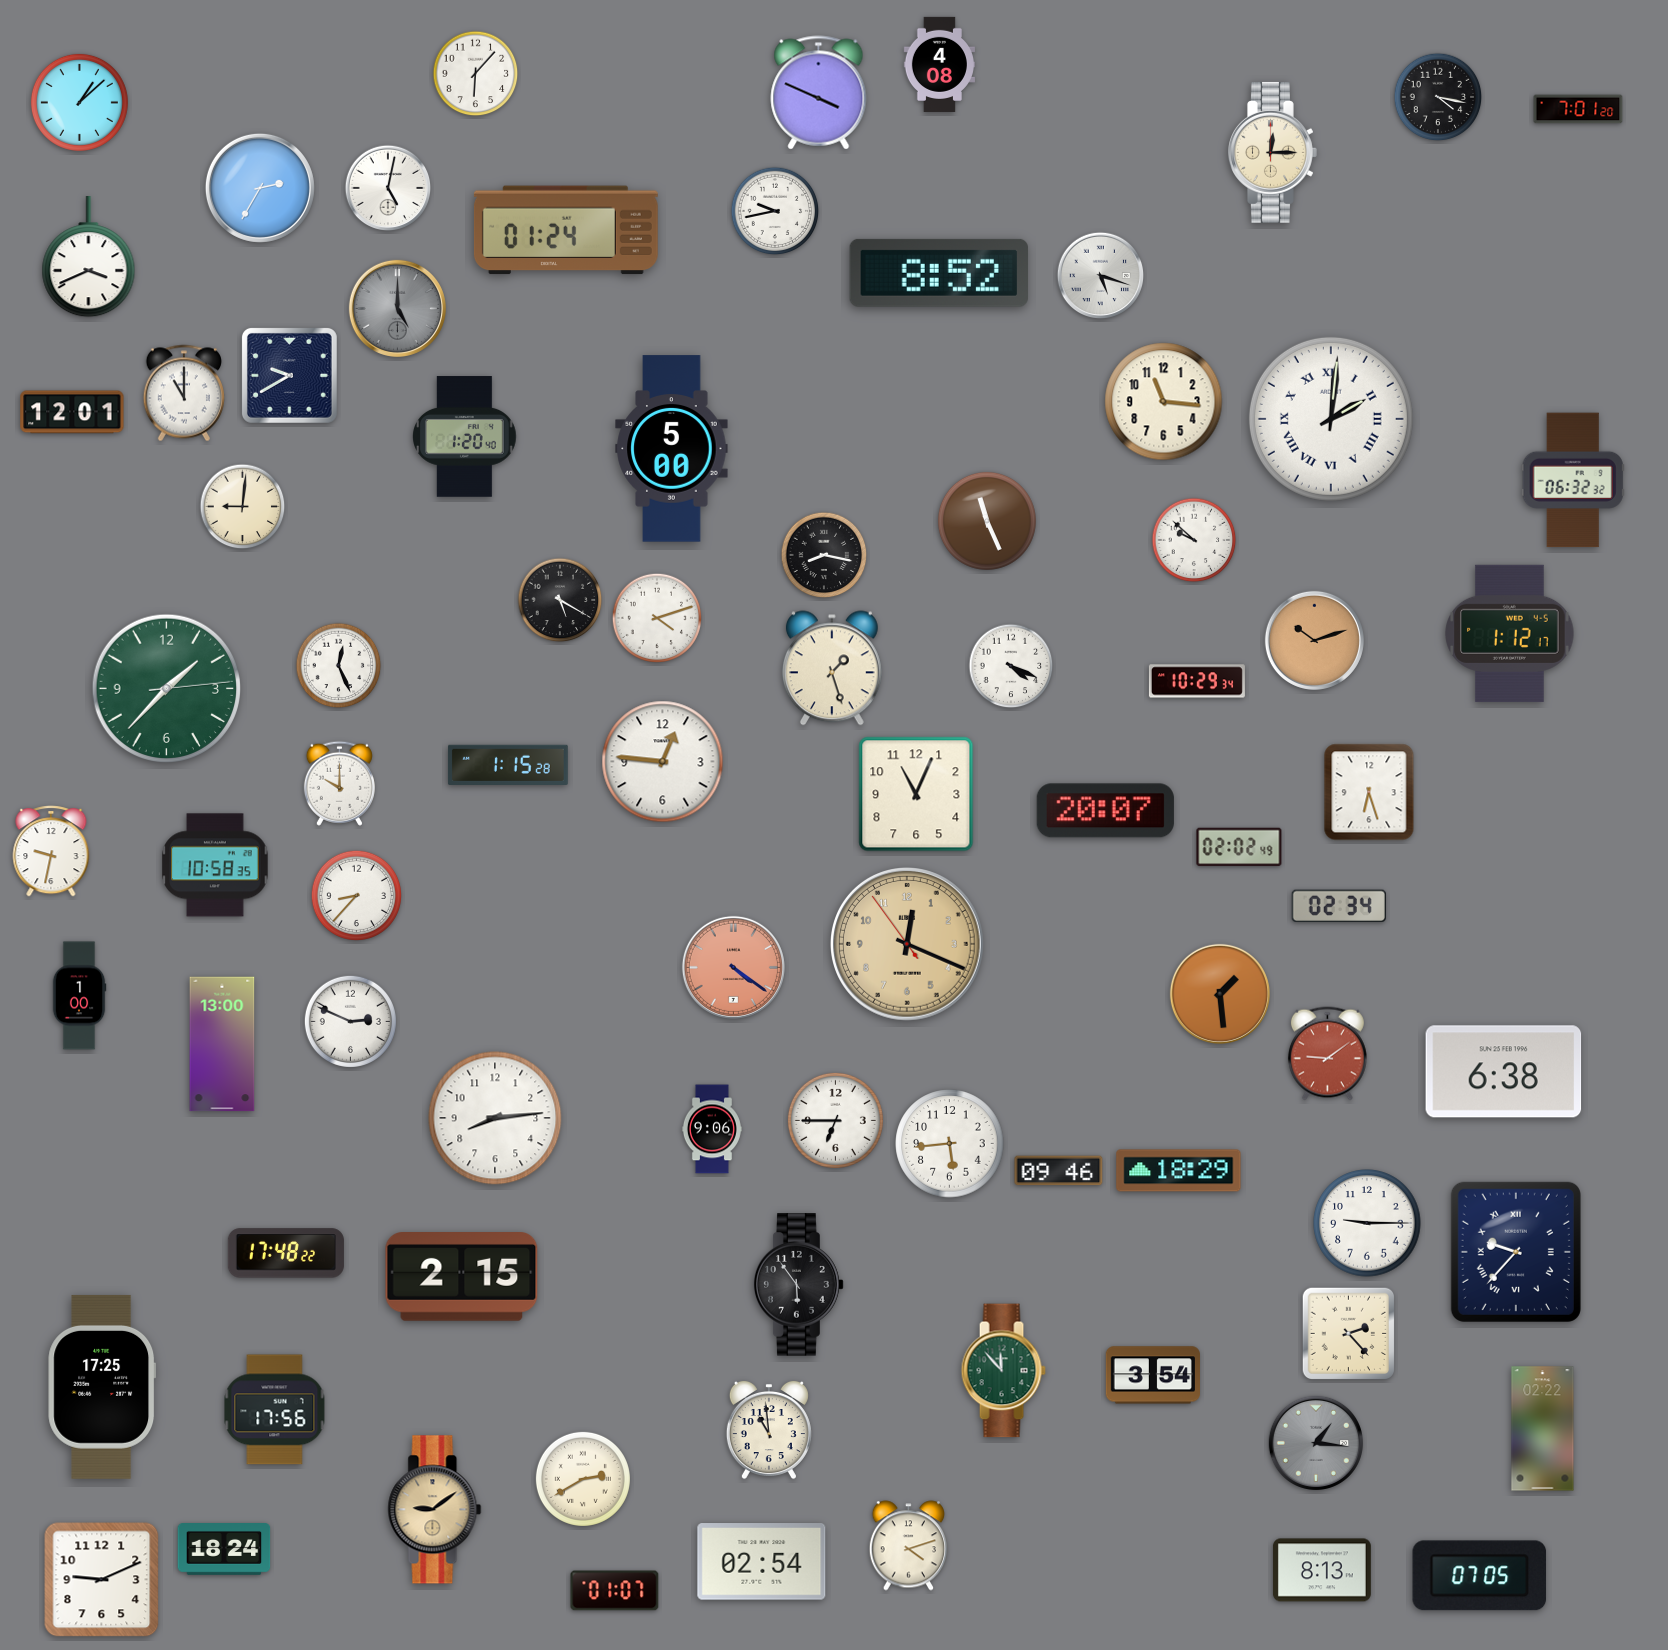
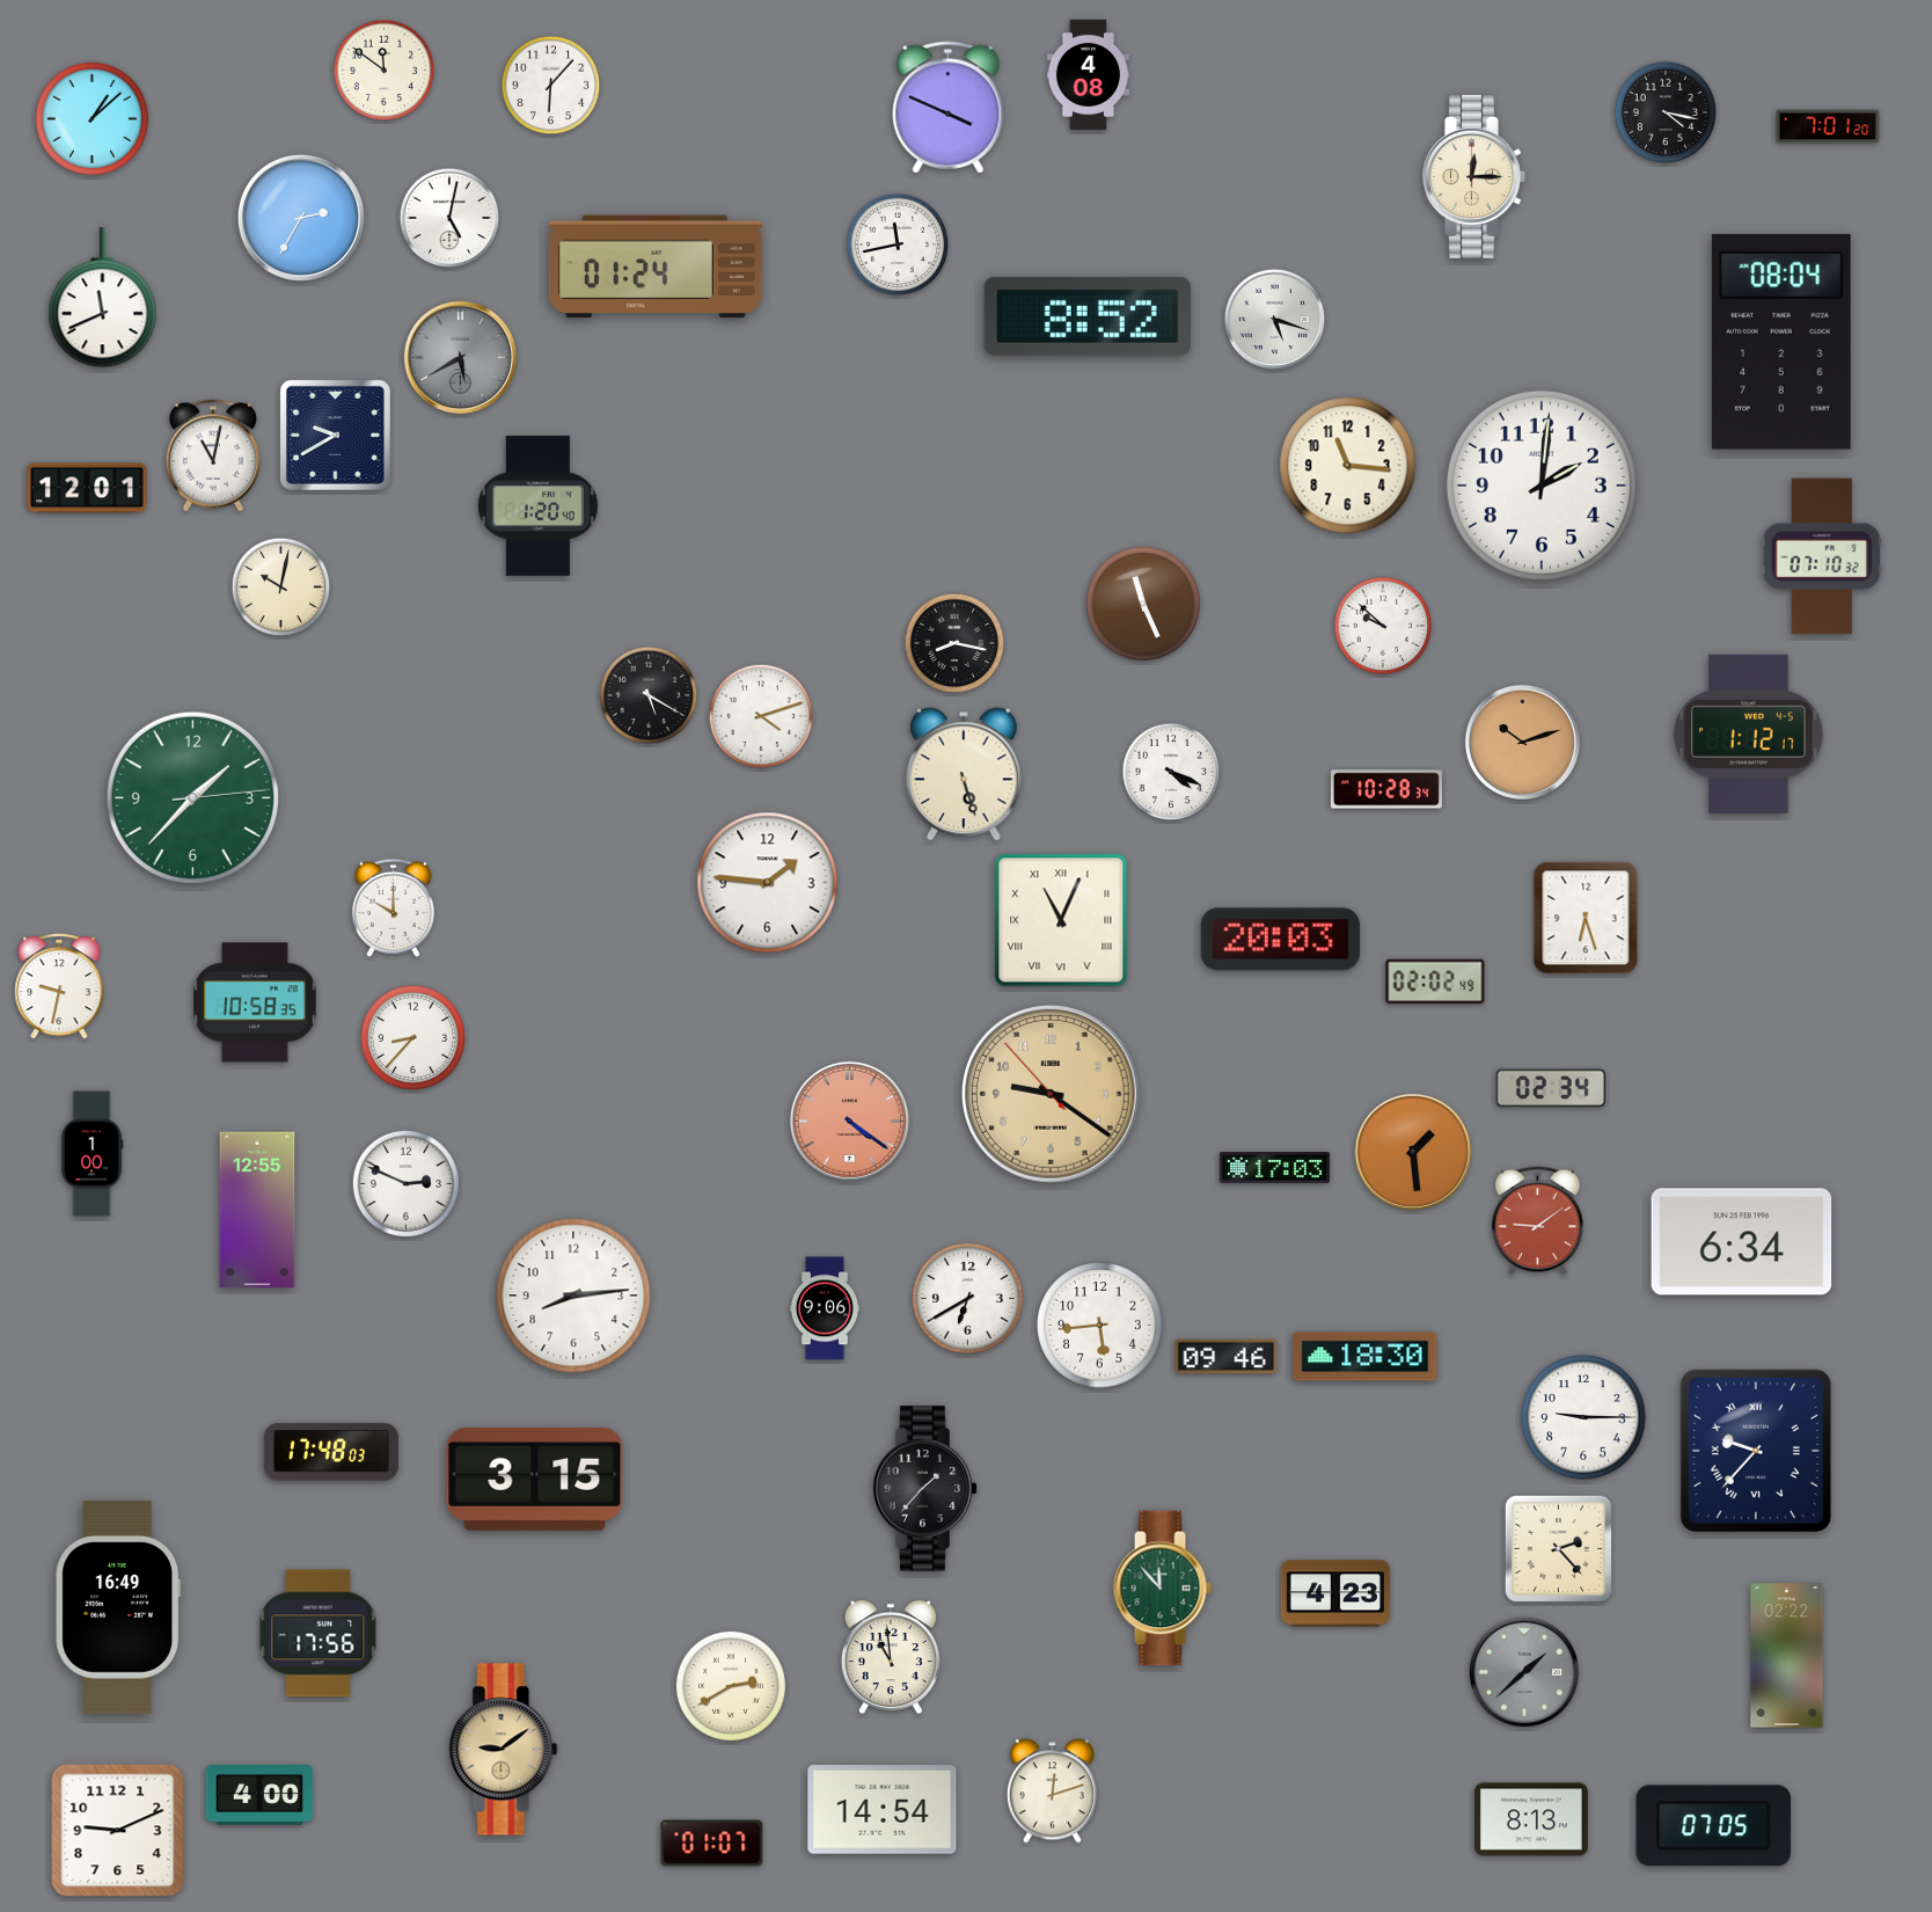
clock at (385, 71): none -> 11:51
clock at (775, 211): 9:43 -> 11:43
clock at (89, 257): 3:41 -> 11:41
clock at (1781, 342): none -> 08:04
clock at (397, 308): 5:00 -> 5:40
clock at (184, 393): 11:00 -> 11:02
clock at (72, 412) position: (72, 412) -> (87, 488)
clock at (1331, 419) numerals: Roman -> Arabic
clock at (672, 449): 5:00 -> none
clock at (1573, 480): 06:32 -> 07:10
clock at (243, 507): 9:01 -> 10:02
clock at (339, 666): 12:26 -> none
clock at (832, 668): 1:27 -> 5:27
clock at (1197, 681): 10:29 -> 10:28
clock at (663, 762): 12:46 -> 1:46
clock at (508, 765): 1:15 -> none
clock at (916, 794) numerals: Arabic -> Roman
clock at (1105, 811): 20:07 -> 20:03
clock at (215, 865) position: (215, 865) -> (255, 1002)
clock at (1339, 905) position: (1339, 905) -> (1551, 1087)
clock at (908, 945): 12:18 -> 9:20
clock at (1274, 1168): none -> 17:03
clock at (222, 1044): 13:00 -> 12:55
clock at (1504, 1072): 6:38 -> 6:34
clock at (835, 1120): 6:45 -> 6:40
clock at (1179, 1171): 18:29 -> 18:30
clock at (286, 1253): 17:48:22 -> 17:48:03
clock at (462, 1277): 2:15 -> 3:15
clock at (799, 1285): 5:54 -> 1:37
clock at (1348, 1333) position: (1348, 1333) -> (1558, 1548)
clock at (1153, 1375): 3:54 -> 4:23
clock at (101, 1387): 17:25 -> 16:49
clock at (1316, 1443): 1:16 -> 1:38
clock at (583, 1479) position: (583, 1479) -> (731, 1686)
clock at (908, 1546): 4:12 -> 12:12
clock at (224, 1550): 18:24 -> 4:00
clock at (762, 1562): 02:54 -> 14:54
